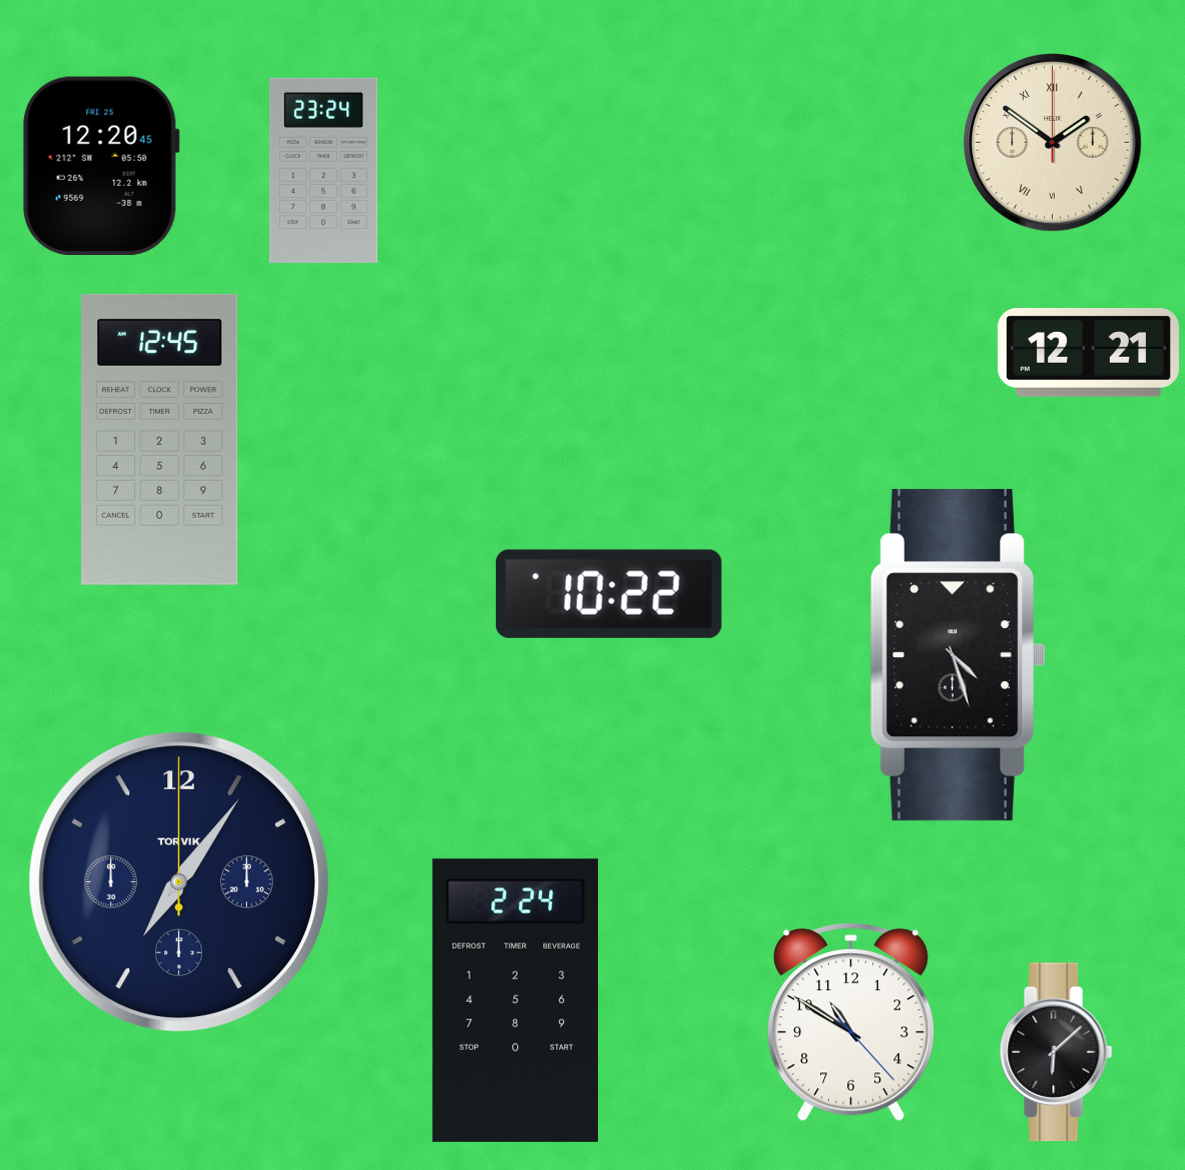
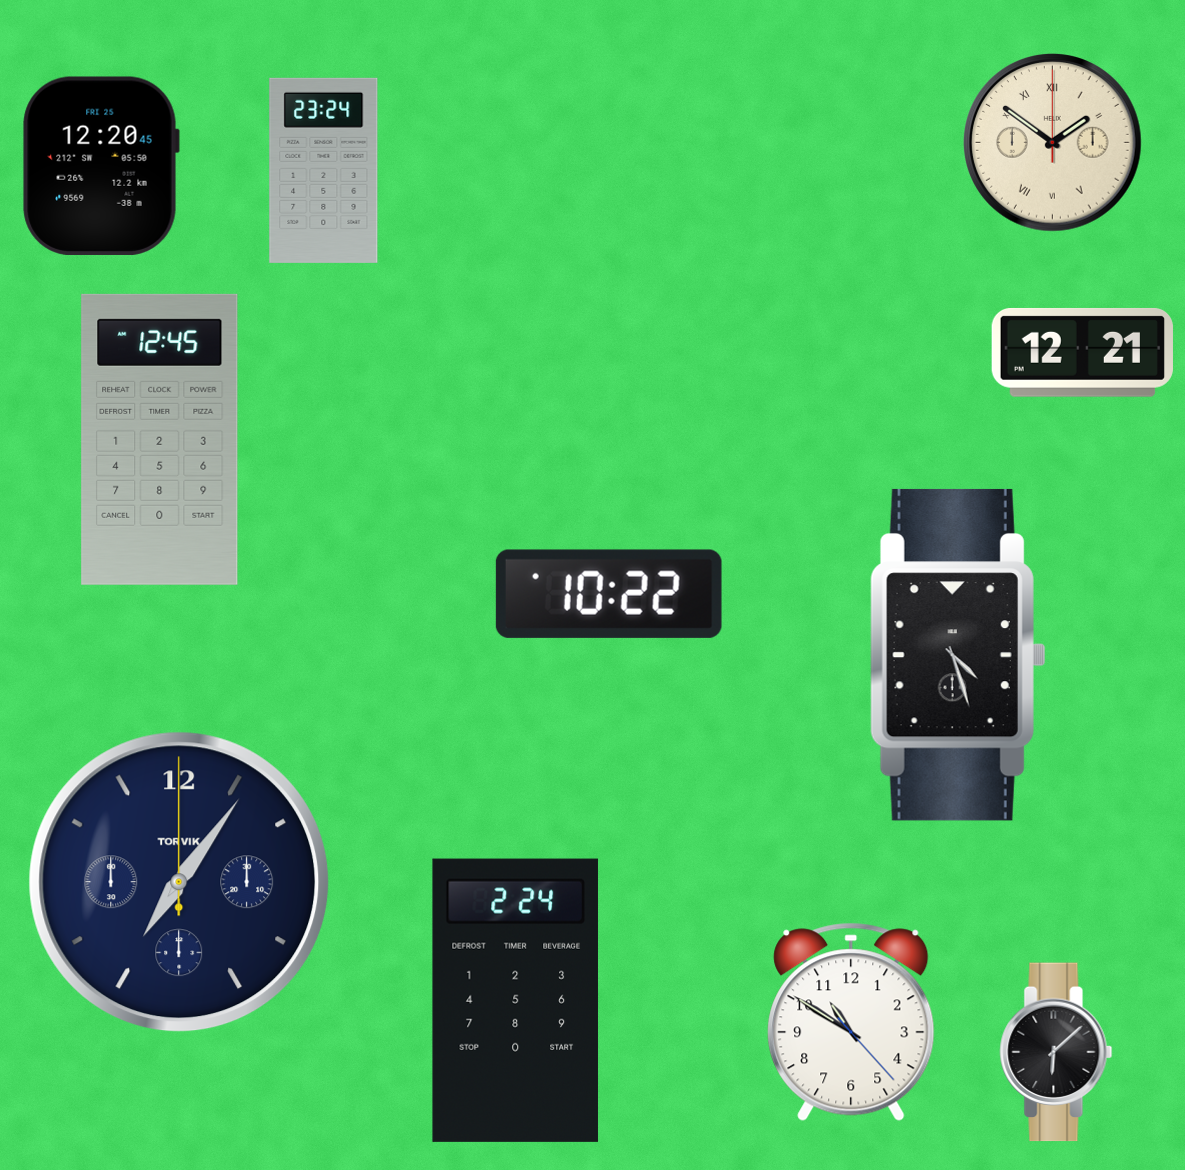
clock at (1088, 352) position: (1088, 352) -> (1082, 352)
